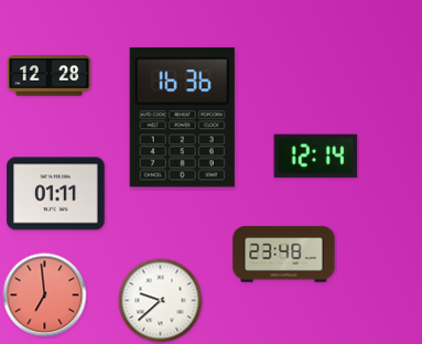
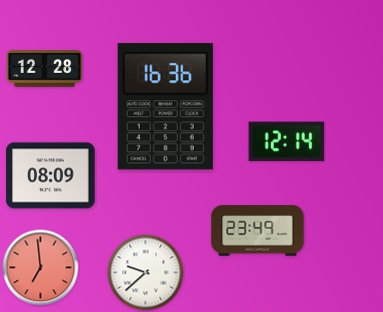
clock at (56, 194): 01:11 -> 08:09
clock at (284, 255): 23:48 -> 23:49
